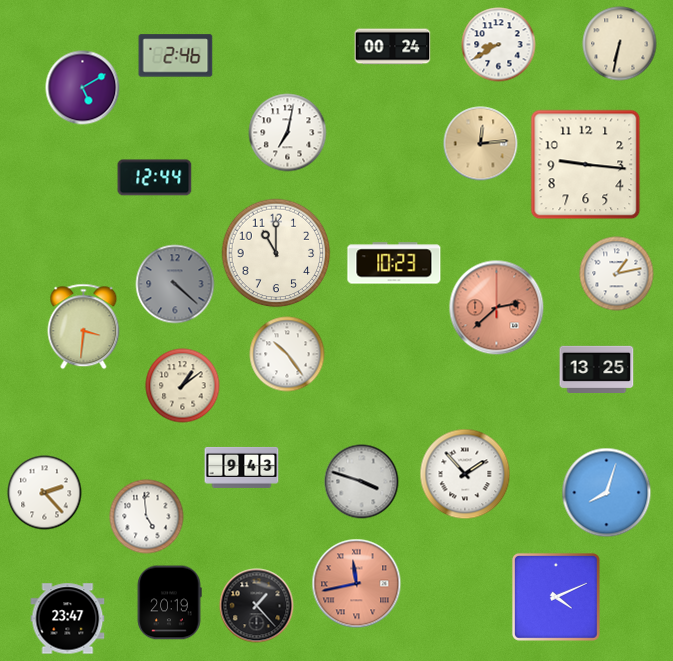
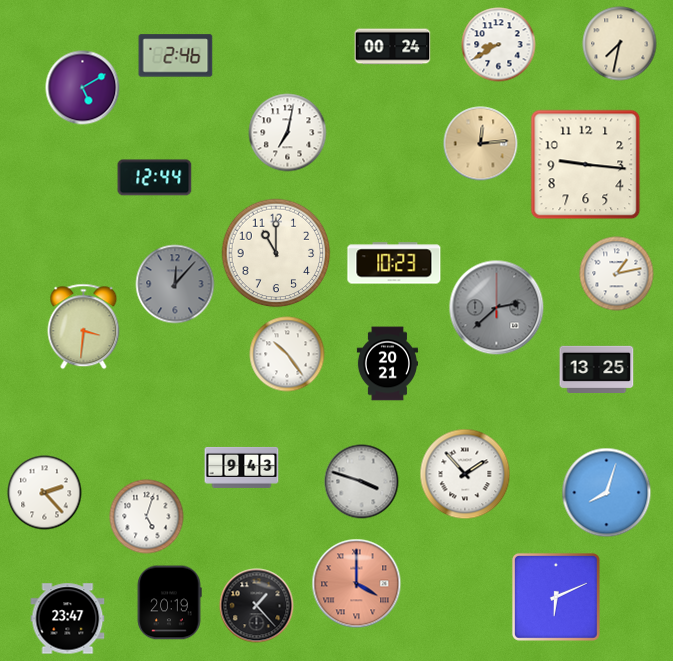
clock at (620, 44): 6:32 -> 7:32
clock at (175, 284): 4:22 -> 12:07
clock at (497, 308) dial: salmon -> grey
clock at (387, 364): none -> 20:21
clock at (183, 386): 1:09 -> none
clock at (147, 517): 4:59 -> 5:03
clock at (357, 584): 11:43 -> 4:00
clock at (556, 597): 4:11 -> 6:11
